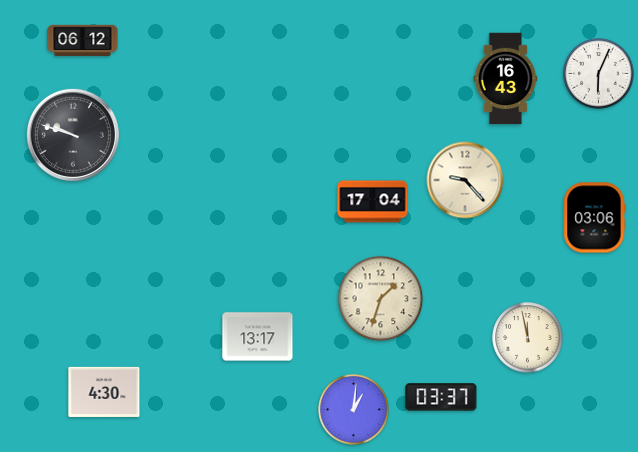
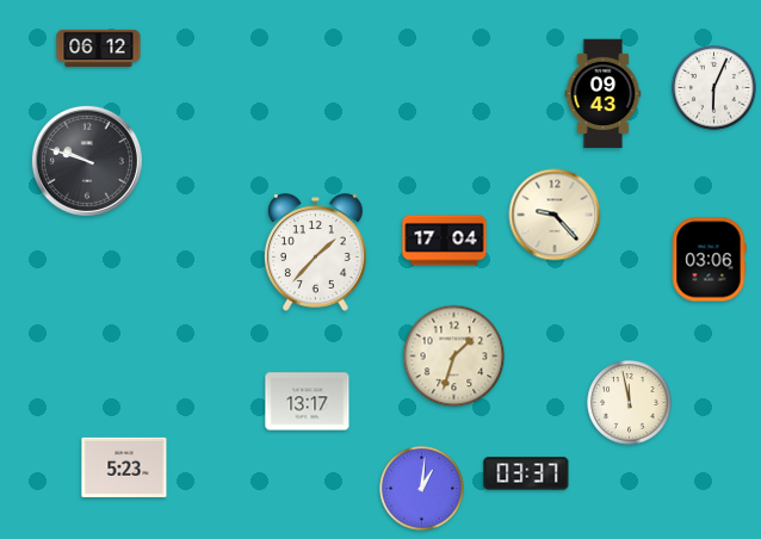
clock at (506, 79): 16:43 -> 09:43
clock at (315, 253): none -> 1:37
clock at (104, 392): 4:30 -> 5:23
